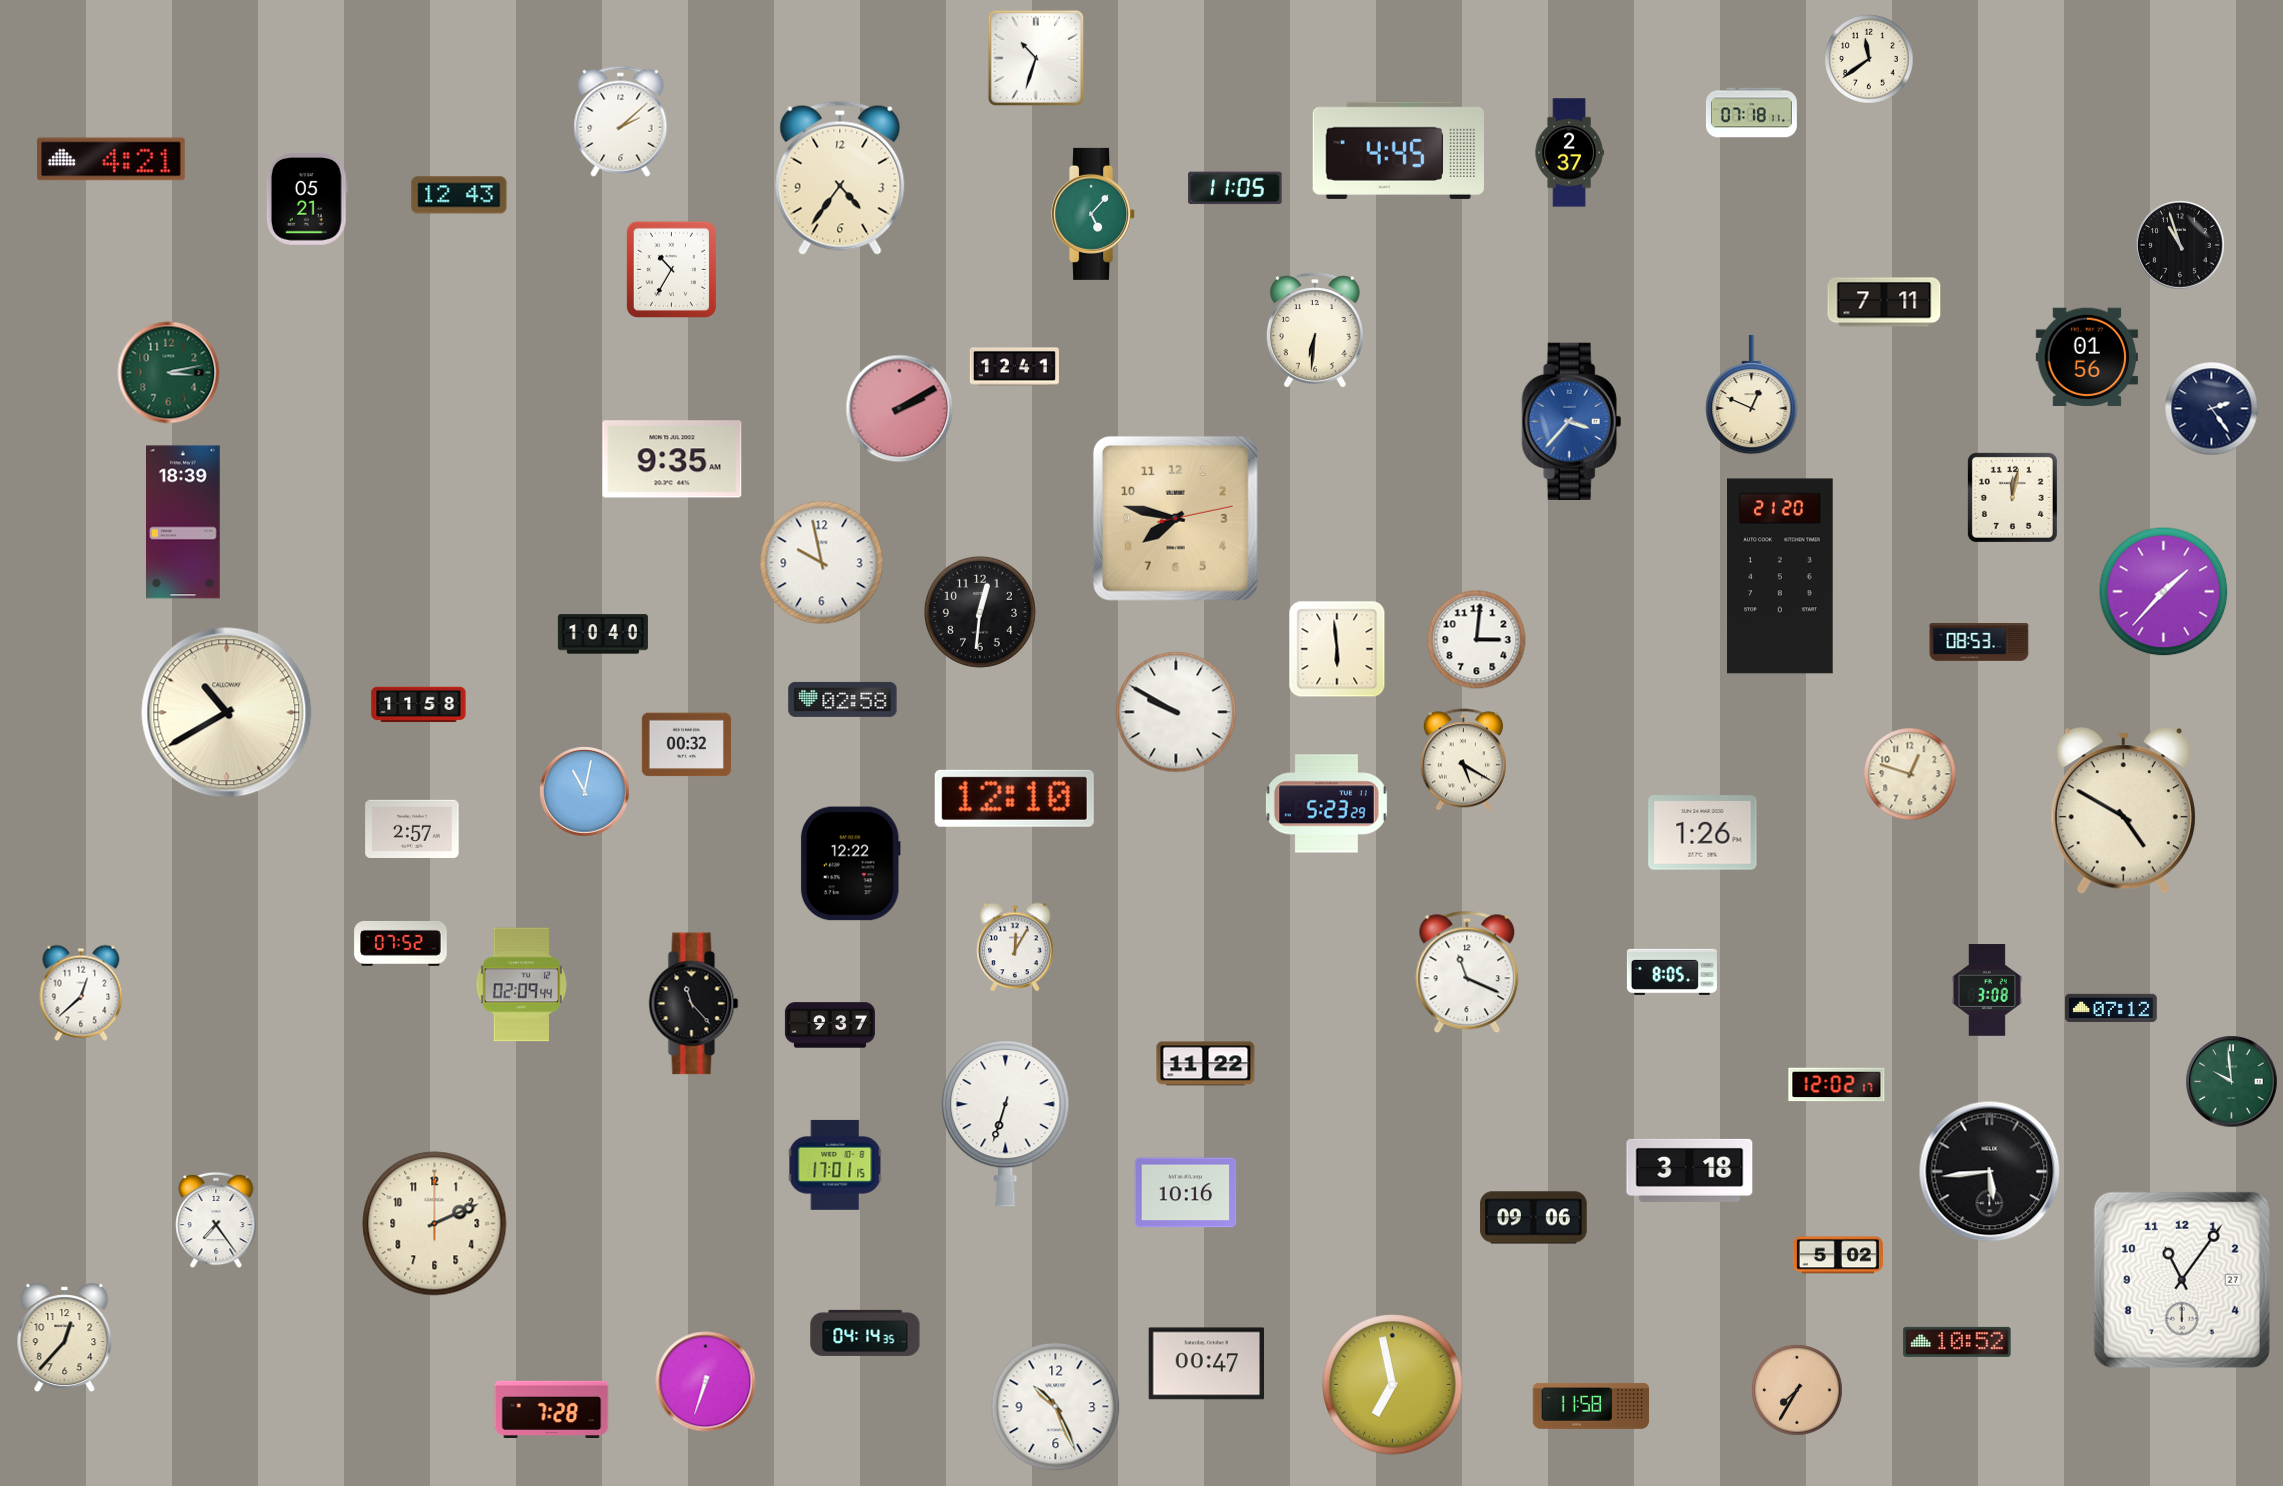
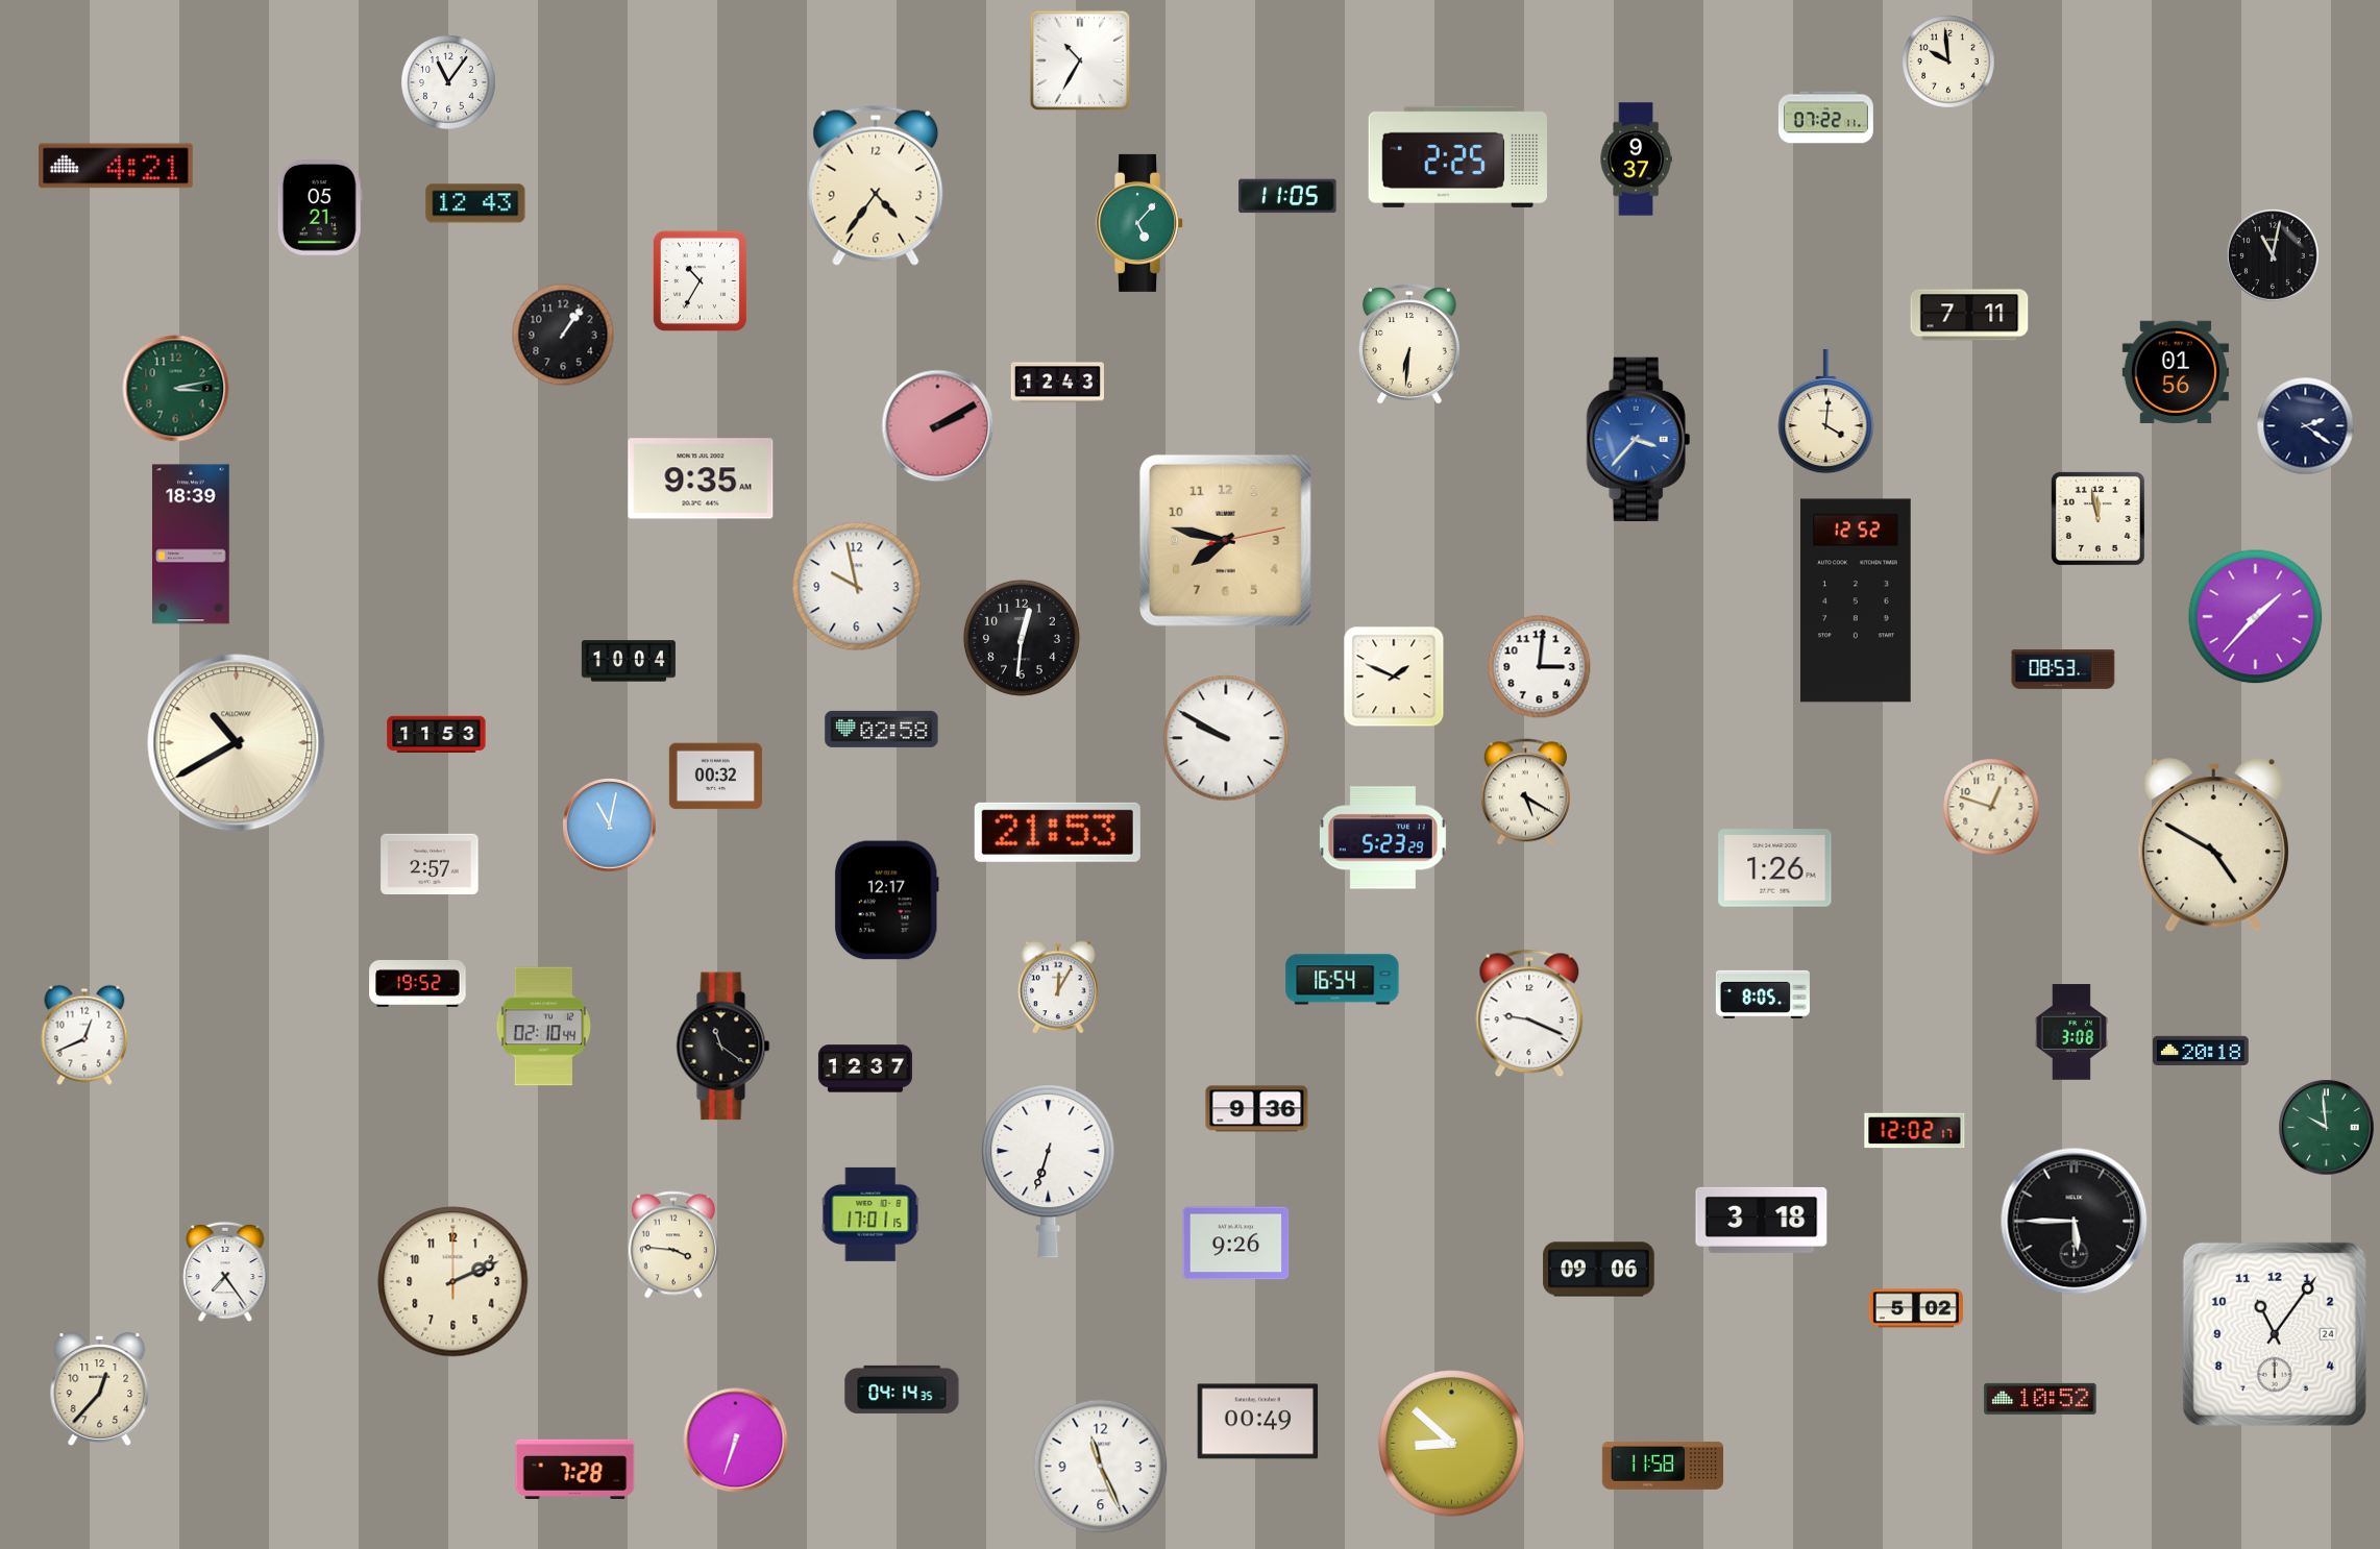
clock at (1036, 58): 10:33 -> 10:35
clock at (1869, 59): 11:39 -> 9:59
clock at (448, 82): none -> 11:06
clock at (1751, 113): 07:18 -> 07:22
clock at (621, 121): 2:08 -> none
clock at (1398, 150): 4:45 -> 2:25
clock at (1569, 153): 2:37 -> 9:37
clock at (459, 195) position: (459, 195) -> (475, 203)
clock at (2180, 245): 10:57 -> 11:02
clock at (1884, 302) position: (1884, 302) -> (1969, 315)
clock at (563, 335): none -> 1:06
clock at (1315, 330) position: (1315, 330) -> (1409, 344)
clock at (1014, 367): 12:41 -> 12:43
clock at (1752, 395): 12:49 -> 4:01
clock at (2212, 409): 2:24 -> 2:21
clock at (2012, 497): 12:02 -> 11:58
clock at (1780, 576): 21:20 -> 12:52
clock at (603, 634): 10:40 -> 10:04
clock at (1337, 649): 5:59 -> 1:49
clock at (843, 699) position: (843, 699) -> (882, 729)
clock at (419, 705): 11:58 -> 11:53
clock at (1176, 712) position: (1176, 712) -> (1226, 738)
clock at (1014, 798): 12:10 -> 21:53
clock at (850, 864): 12:22 -> 12:17
clock at (1343, 980): none -> 16:54
clock at (401, 943): 07:52 -> 19:52
clock at (1672, 971) position: (1672, 971) -> (1763, 993)
clock at (1467, 972): 11:19 -> 9:19
clock at (522, 985): 02:09 -> 02:10
clock at (81, 993): 12:38 -> 12:41
clock at (694, 1004): 11:23 -> 11:21
clock at (2112, 1007): 07:12 -> 20:18
clock at (830, 1025): 9:37 -> 12:37
clock at (1206, 1064): 11:22 -> 9:36
clock at (1990, 1172): 5:44 -> 5:45
clock at (1186, 1193): 10:16 -> 9:26
clock at (673, 1245): none -> 3:46
clock at (435, 1224) position: (435, 1224) -> (453, 1282)
clock at (2182, 1280) date: 27 -> 24
clock at (65, 1338) position: (65, 1338) -> (100, 1390)
clock at (1207, 1364): 00:47 -> 00:49
clock at (1393, 1385): 6:58 -> 8:52
clock at (1797, 1390): 7:35 -> none
clock at (1591, 1406) position: (1591, 1406) -> (1663, 1466)
clock at (1056, 1407): 10:26 -> 11:26
